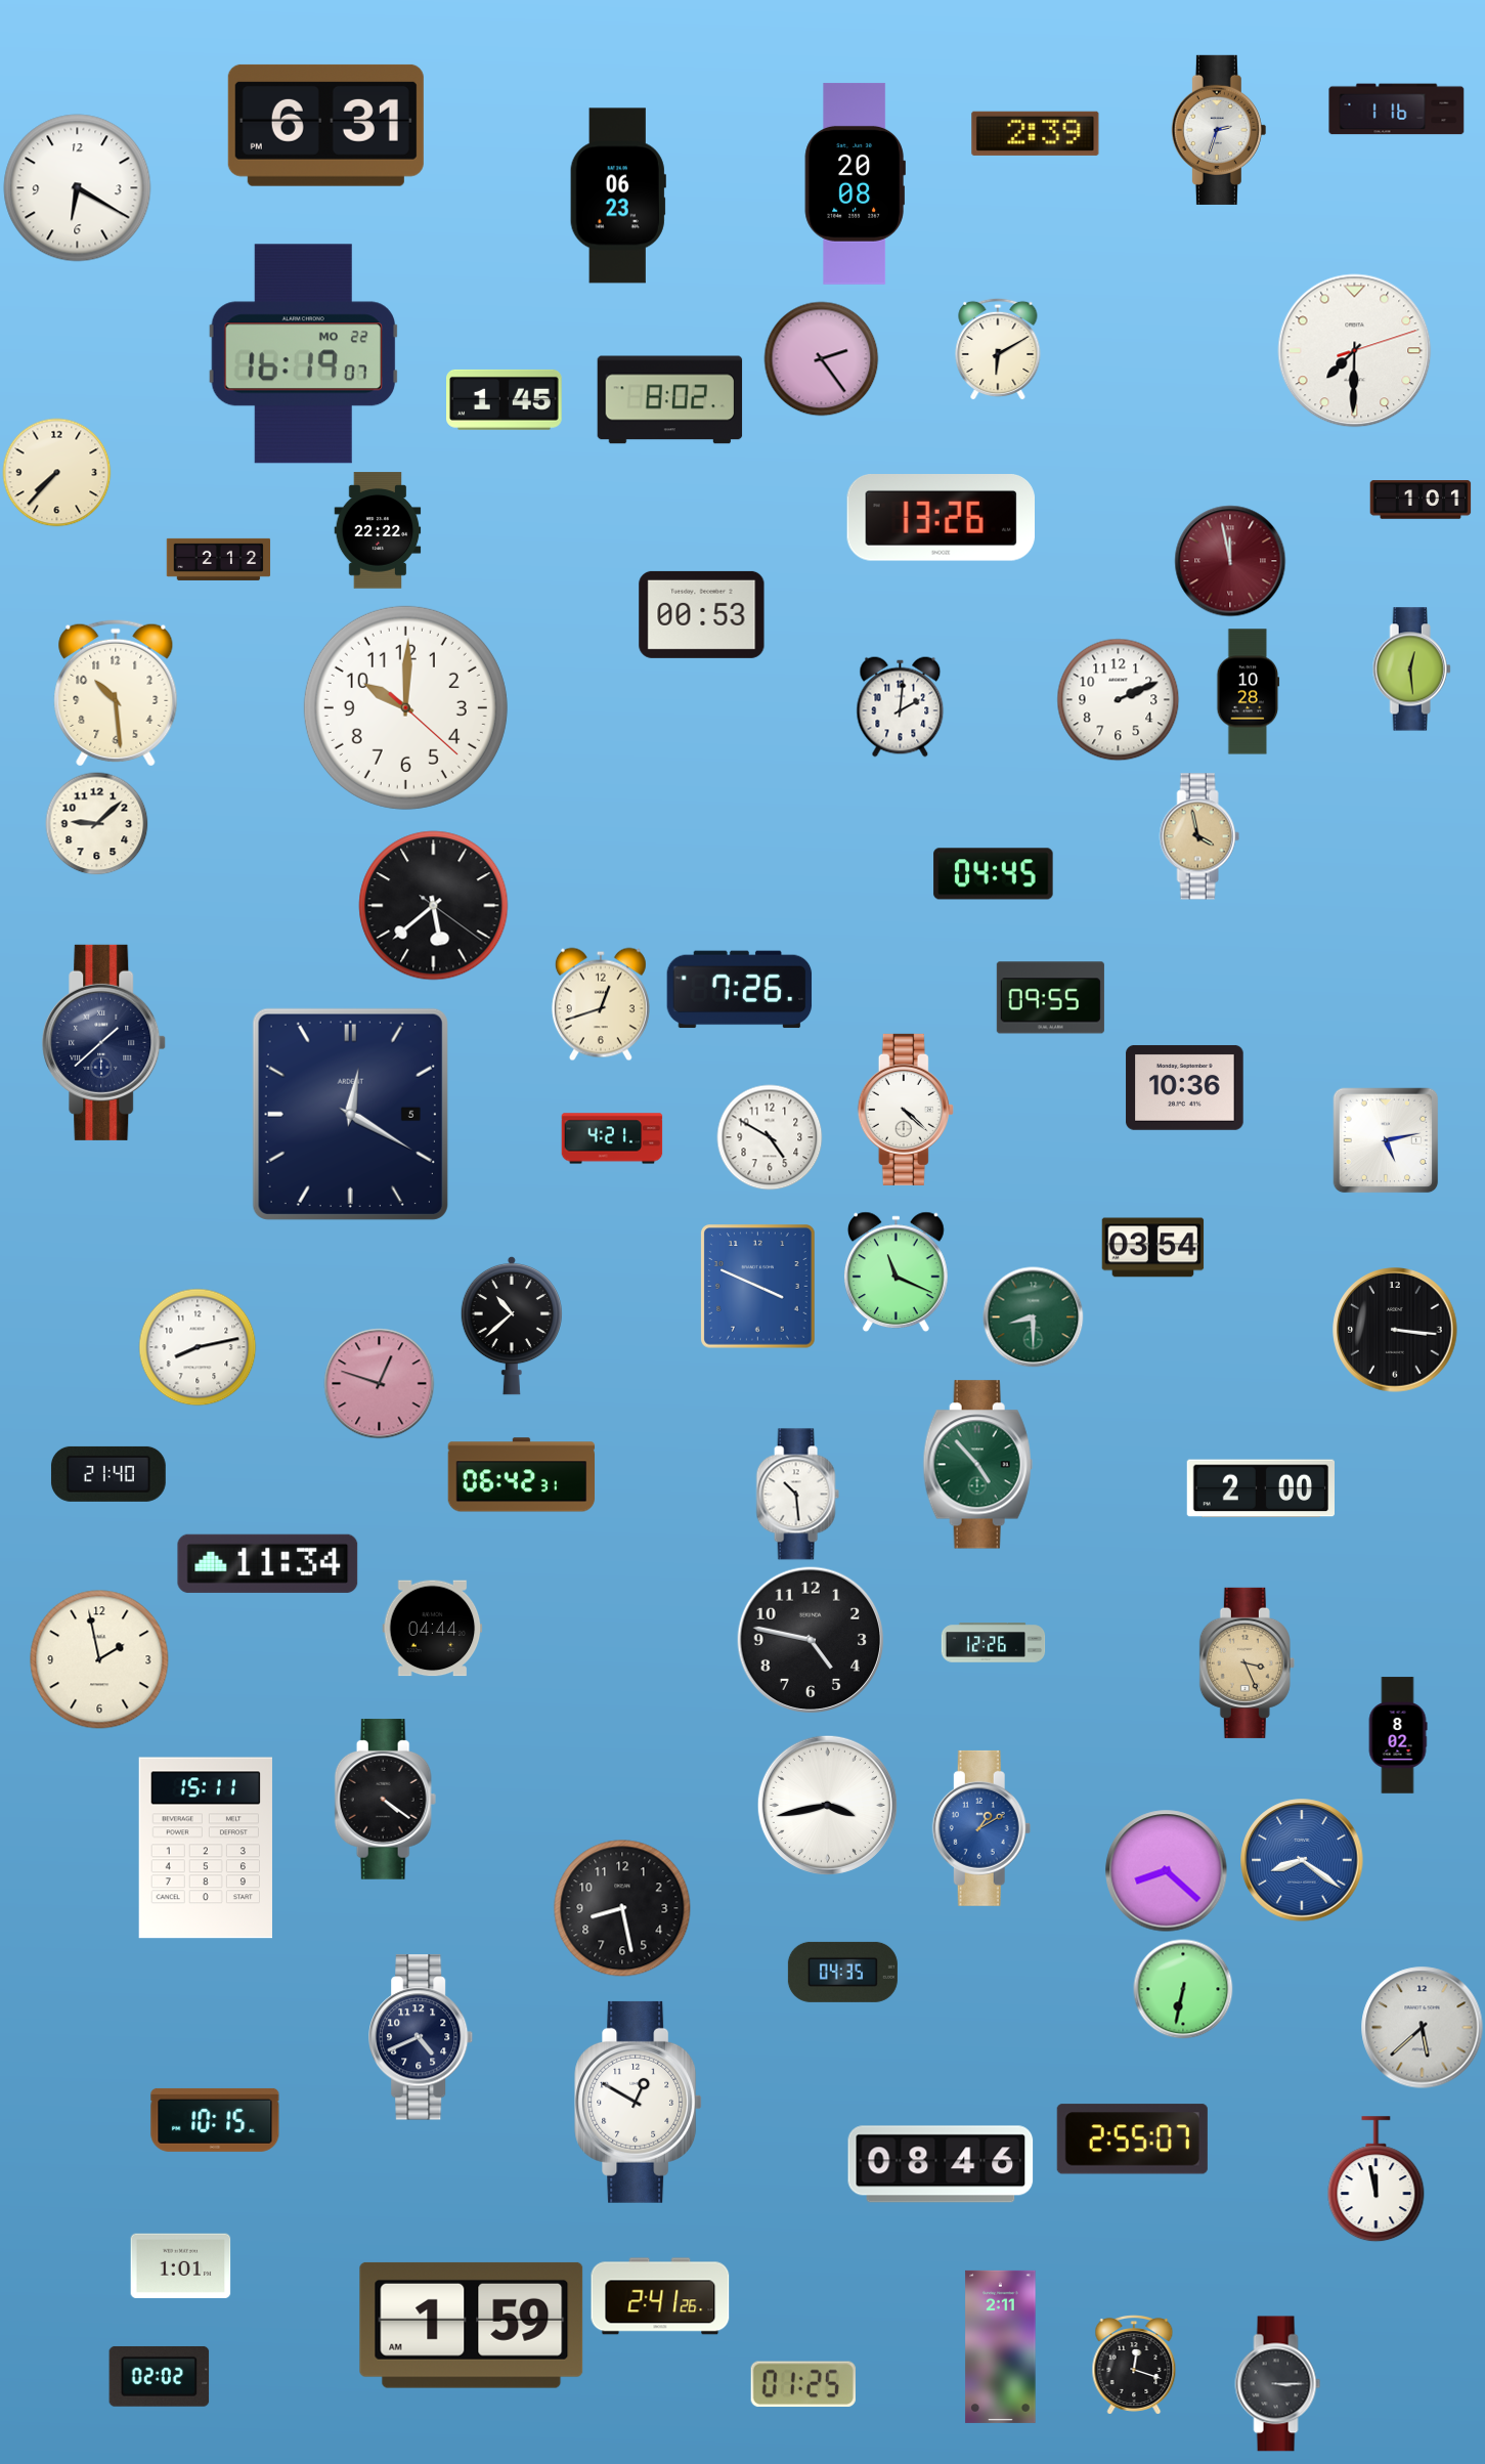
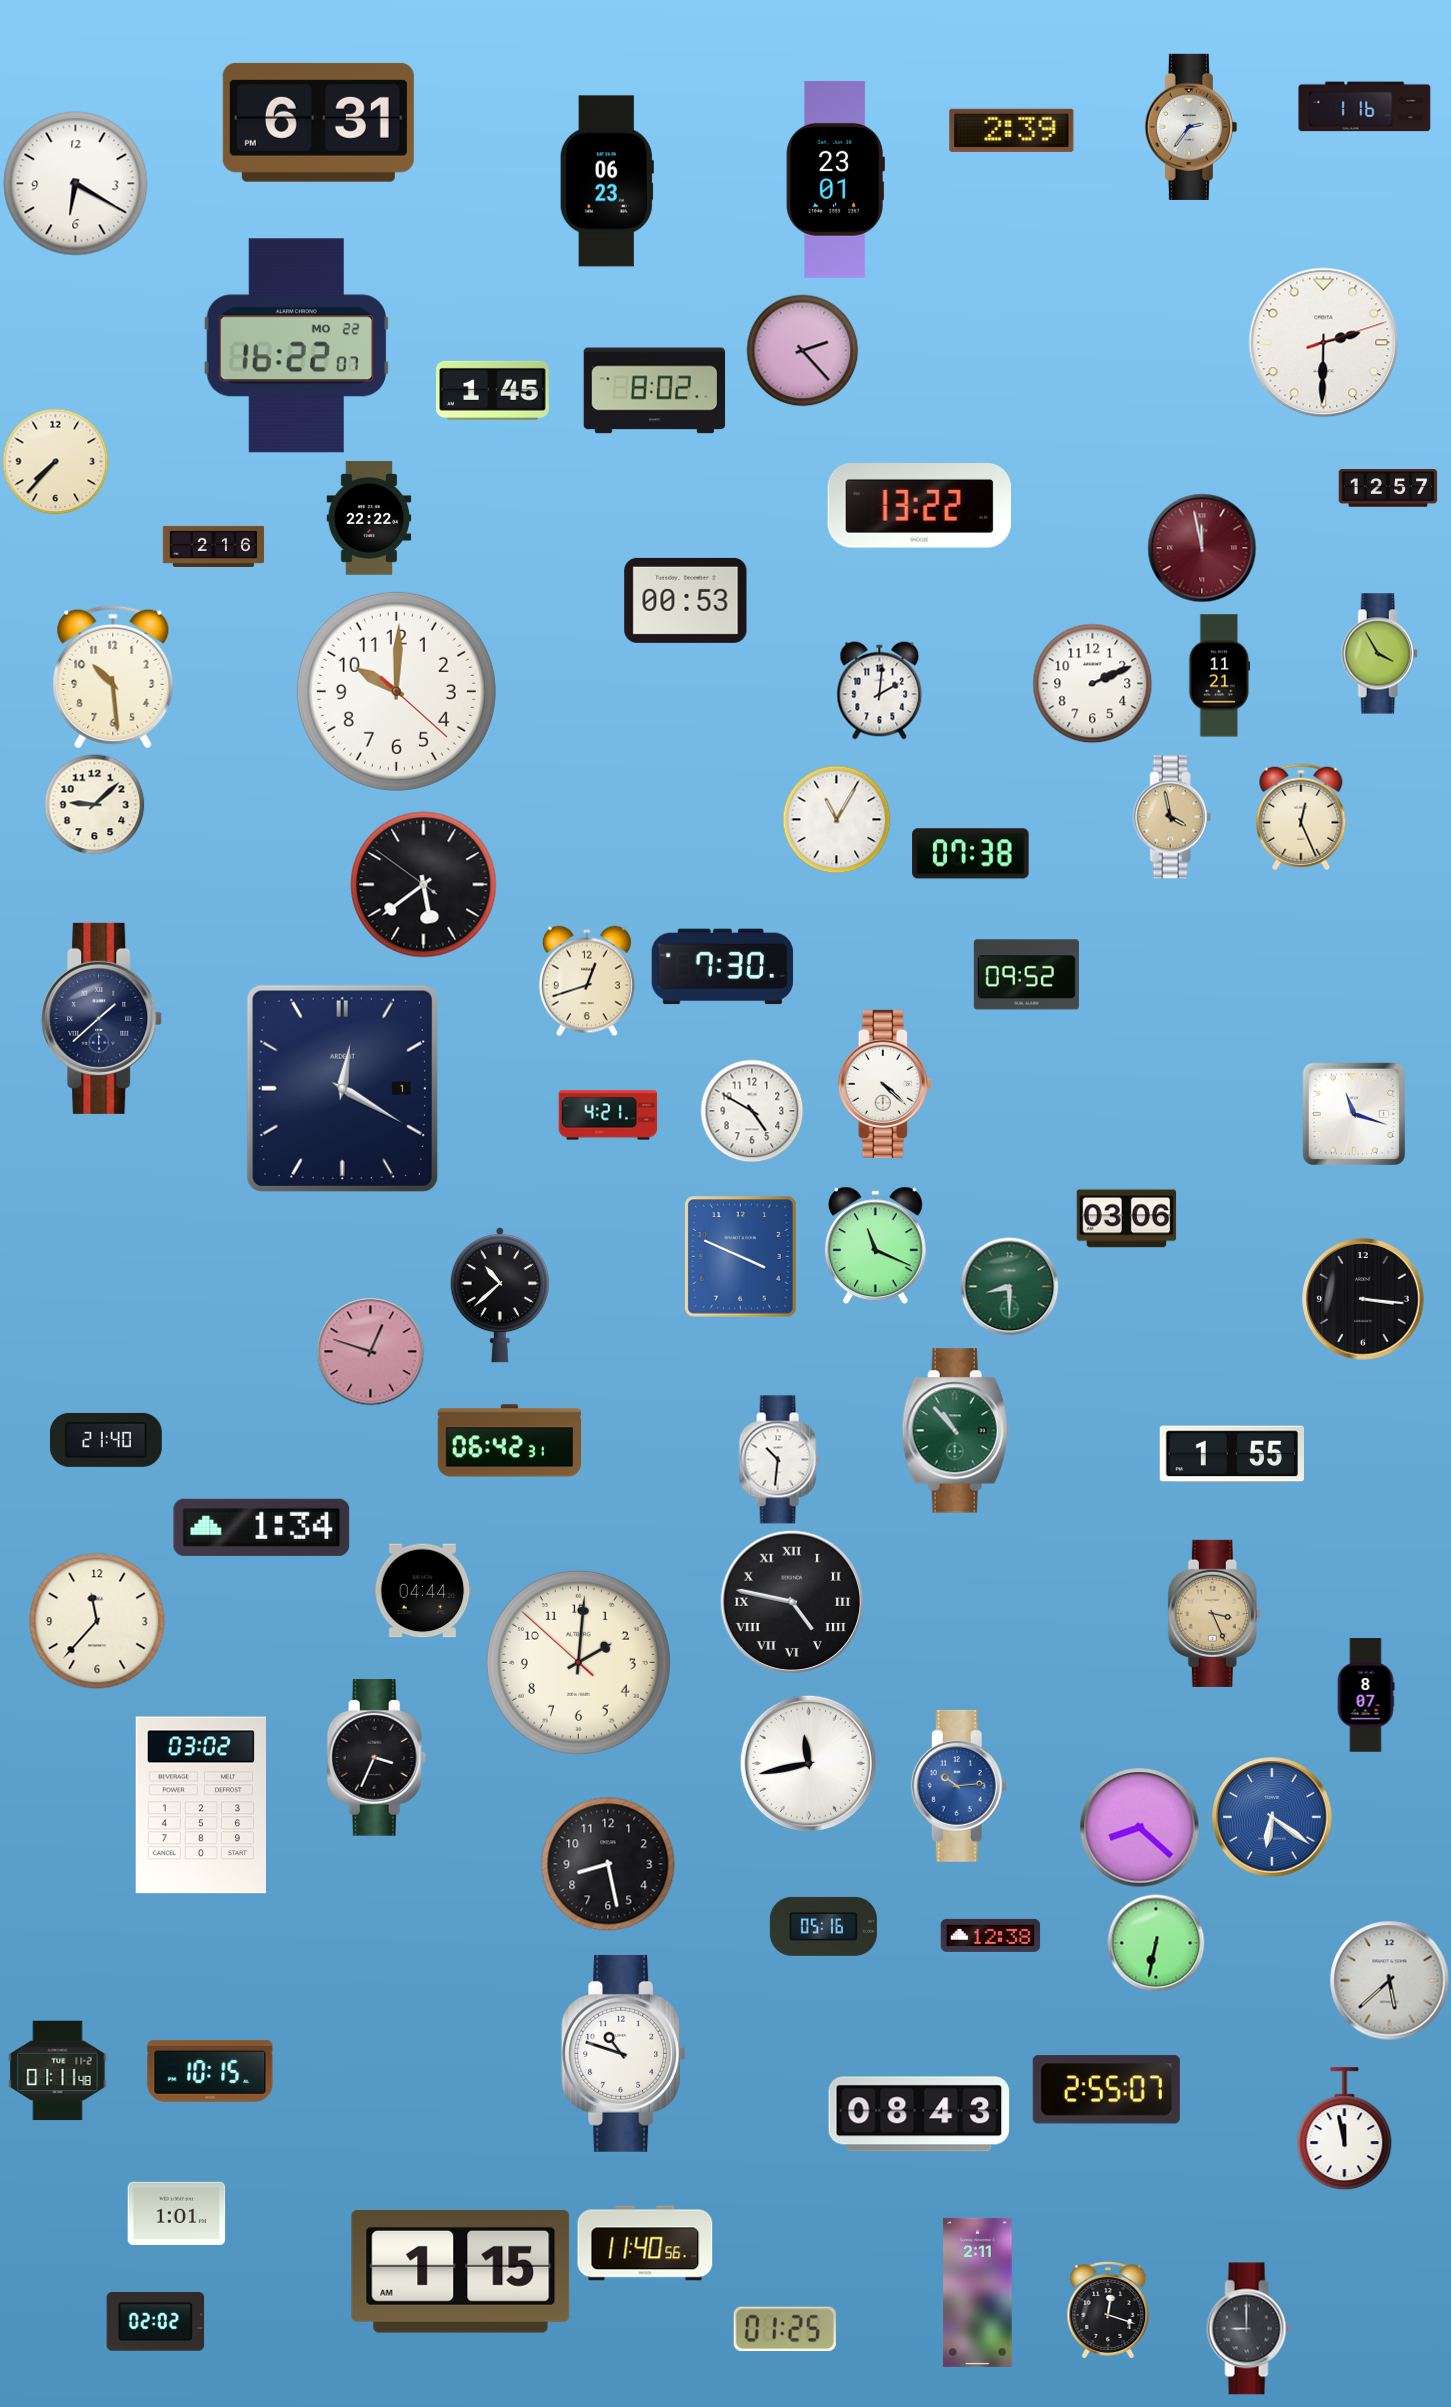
clock at (1219, 130): 2:33 -> 2:36
clock at (855, 183): 20:08 -> 23:01
clock at (618, 196) position: (618, 196) -> (607, 181)
clock at (998, 349): 6:10 -> none
clock at (1355, 351): 7:30 -> 2:30
clock at (303, 354): 16:19 -> 16:22
clock at (822, 359): 2:24 -> 2:23
clock at (1421, 500): 1:01 -> 12:57
clock at (941, 518): 13:26 -> 13:22
clock at (219, 559): 2:12 -> 2:16
clock at (1411, 669): 12:29 -> 3:55
clock at (1249, 692): 10:28 -> 11:21
clock at (1301, 817): none -> 12:26
clock at (837, 820): none -> 11:05
clock at (994, 874): 04:45 -> 07:38
clock at (434, 906): 5:38:21 -> 5:38:51
clock at (740, 990): 7:26 -> 7:30
clock at (1050, 998): 09:55 -> 09:52
clock at (1185, 1088): 10:36 -> none
clock at (350, 1114) date: 5 -> 1
clock at (612, 1138) position: (612, 1138) -> (608, 1115)
clock at (1386, 1140): 5:13 -> 11:18
clock at (1153, 1248): 03:54 -> 03:06
clock at (897, 1272) position: (897, 1272) -> (876, 1246)
clock at (198, 1347): 8:13 -> none
clock at (977, 1465): 4:53 -> 10:53
clock at (1260, 1488): 2:00 -> 1:55
clock at (797, 1495): 10:29 -> 10:31
clock at (268, 1563): 11:34 -> 1:34
clock at (811, 1640) numerals: Arabic -> Roman
clock at (994, 1643): 12:26 -> none
clock at (99, 1659): 1:58 -> 11:37
clock at (1247, 1662) position: (1247, 1662) -> (1214, 1613)
clock at (578, 1662): none -> 2:00
clock at (1398, 1735): 8:02 -> 8:07
clock at (386, 1800): 4:21 -> 3:34
clock at (827, 1805): 3:43 -> 11:43
clock at (981, 1828): 1:10 -> 10:14
clock at (206, 1848): 15:11 -> 03:02
clock at (1302, 1860): 8:21 -> 6:21
clock at (842, 1972): 04:35 -> 05:16
clock at (991, 1935): none -> 12:38
clock at (422, 2037): 4:41 -> none
clock at (639, 2102): 12:50 -> 10:48
clock at (58, 2071): none -> 01:11
clock at (941, 2164): 08:46 -> 08:43
clock at (660, 2296): 2:41 -> 11:40
clock at (472, 2325): 1:59 -> 1:15
clock at (1278, 2384): 3:15 -> 9:00
